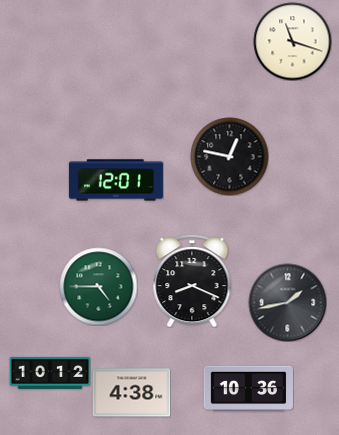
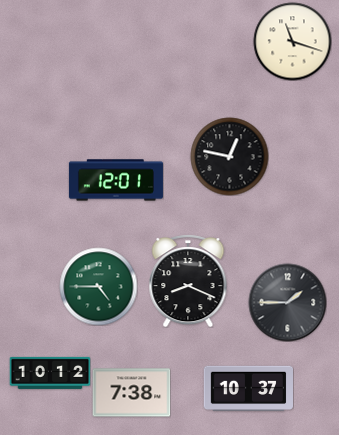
clock at (192, 281) position: (192, 281) -> (188, 281)
clock at (287, 302): 1:43 -> 1:45
clock at (248, 389): 10:36 -> 10:37
clock at (131, 393): 4:38 -> 7:38
